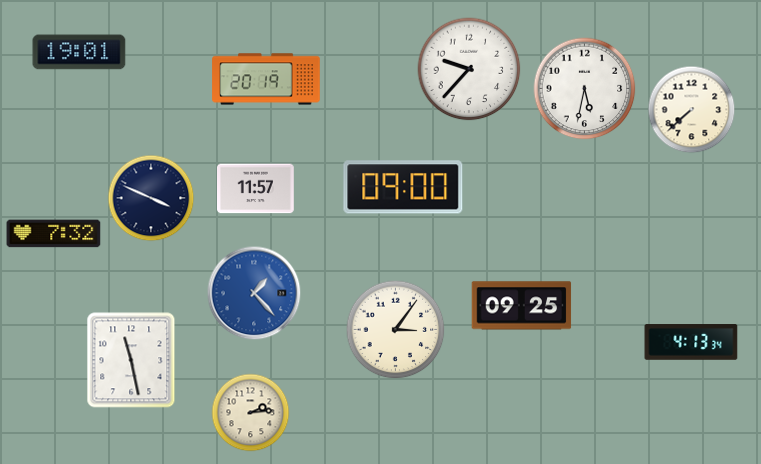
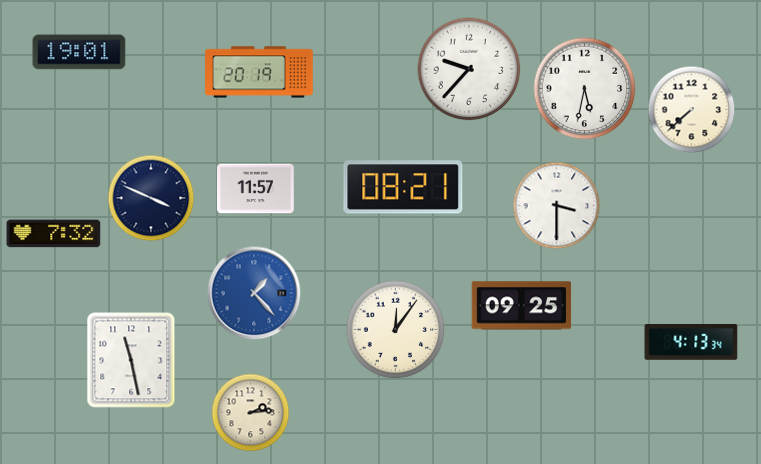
clock at (266, 79) position: (266, 79) -> (259, 72)
clock at (403, 187): 09:00 -> 08:21
clock at (557, 206): none -> 3:30
clock at (396, 330): 3:06 -> 12:06
